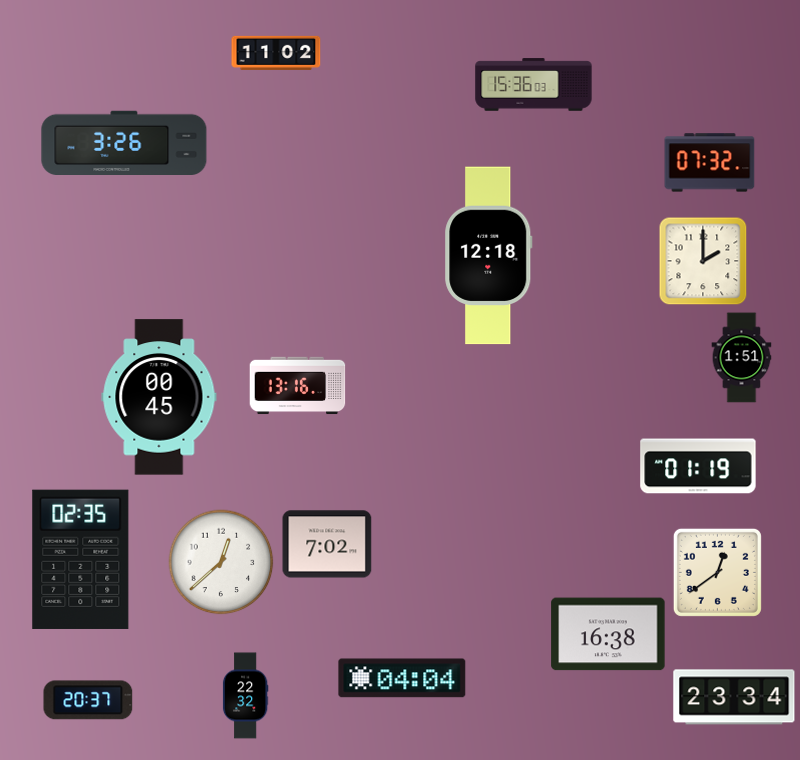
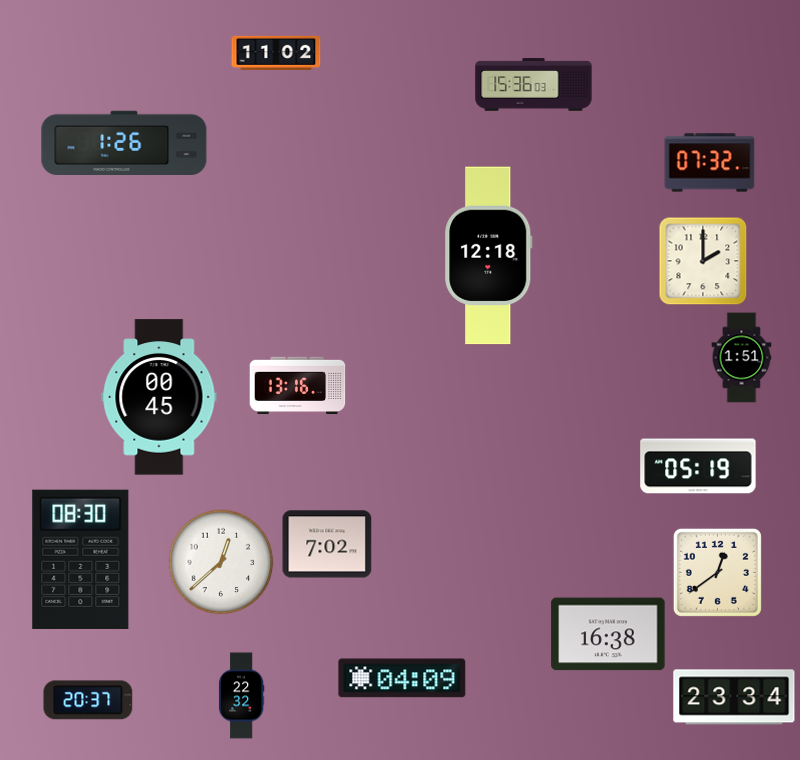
clock at (124, 142): 3:26 -> 1:26
clock at (698, 466): 01:19 -> 05:19
clock at (81, 559): 02:35 -> 08:30
clock at (402, 678): 04:04 -> 04:09
clock at (245, 696) position: (245, 696) -> (241, 696)
